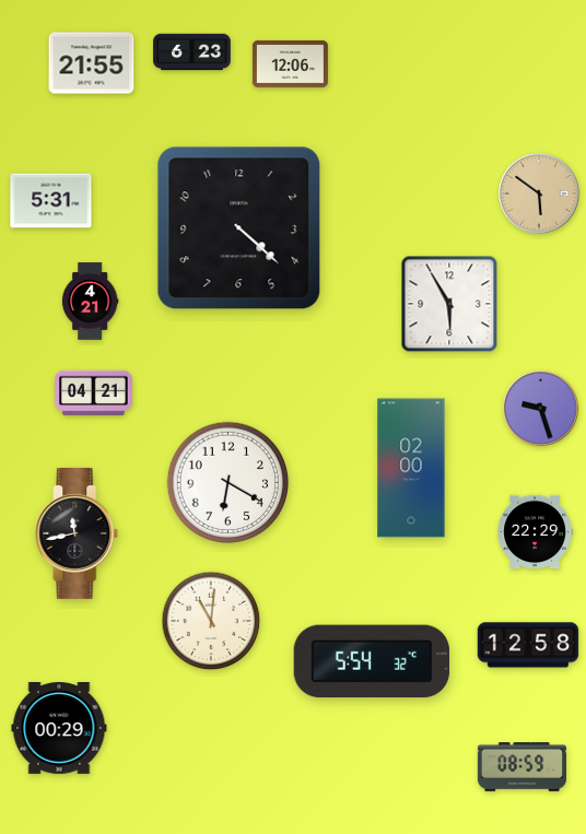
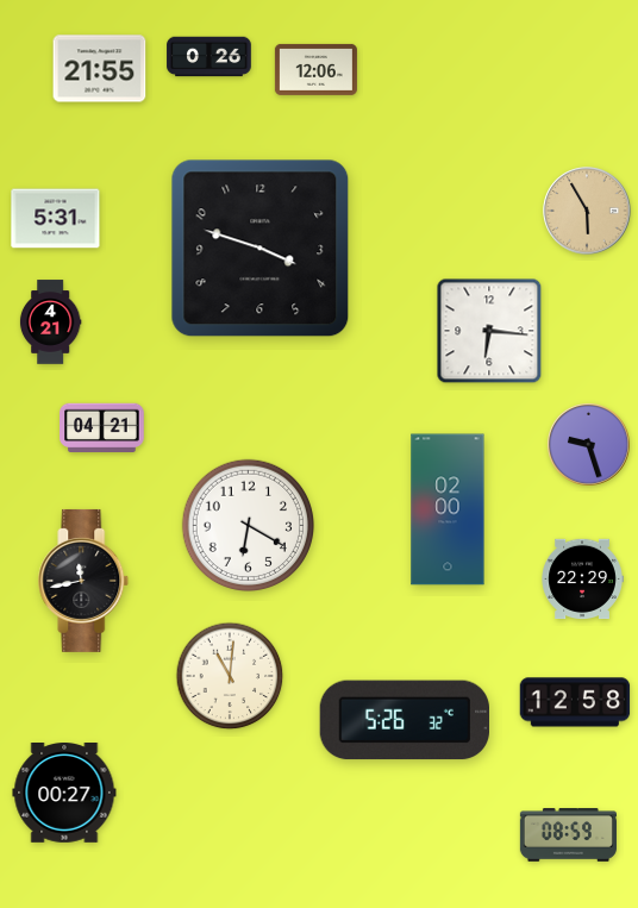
clock at (192, 52): 6:23 -> 0:26
clock at (539, 193): 5:51 -> 5:55
clock at (239, 228): 4:22 -> 3:48
clock at (90, 302) position: (90, 302) -> (50, 323)
clock at (449, 304): 5:55 -> 6:16
clock at (371, 661): 5:54 -> 5:26
clock at (59, 729): 00:29 -> 00:27
